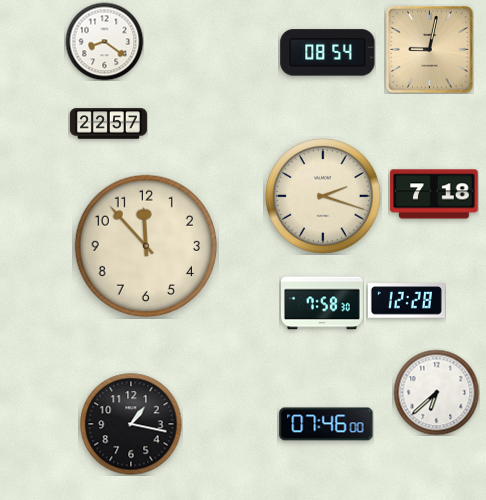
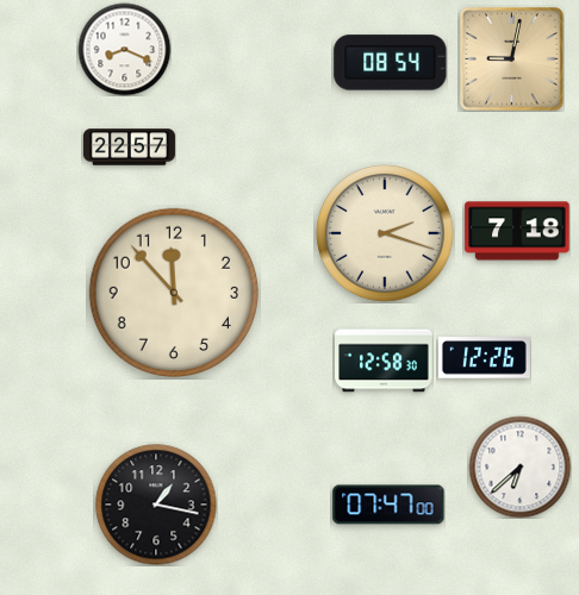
clock at (104, 41): 8:21 -> 8:19
clock at (406, 301): 12:28 -> 12:26
clock at (323, 303): 7:58 -> 12:58
clock at (326, 424): 07:46 -> 07:47
